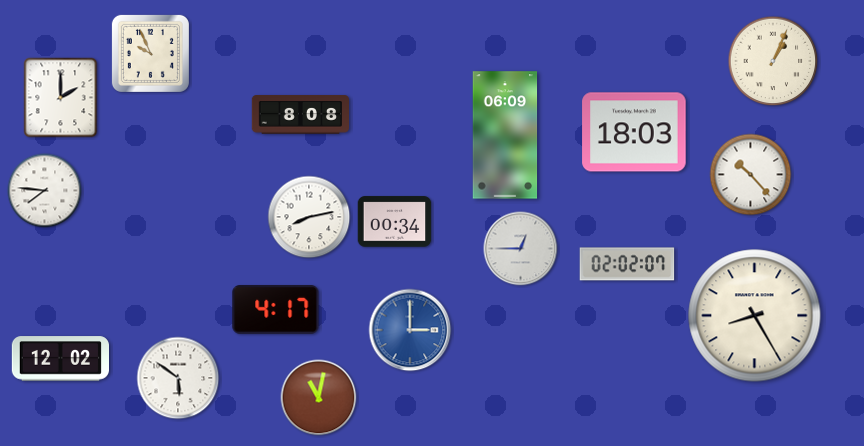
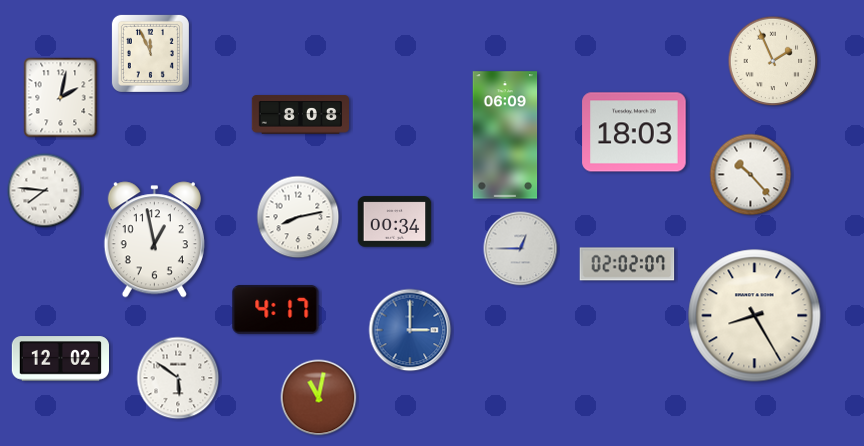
clock at (150, 53): 9:56 -> 11:56
clock at (773, 61): 1:04 -> 1:56
clock at (61, 98): 2:00 -> 2:02
clock at (309, 217) position: (309, 217) -> (298, 217)
clock at (154, 240): none -> 12:58
